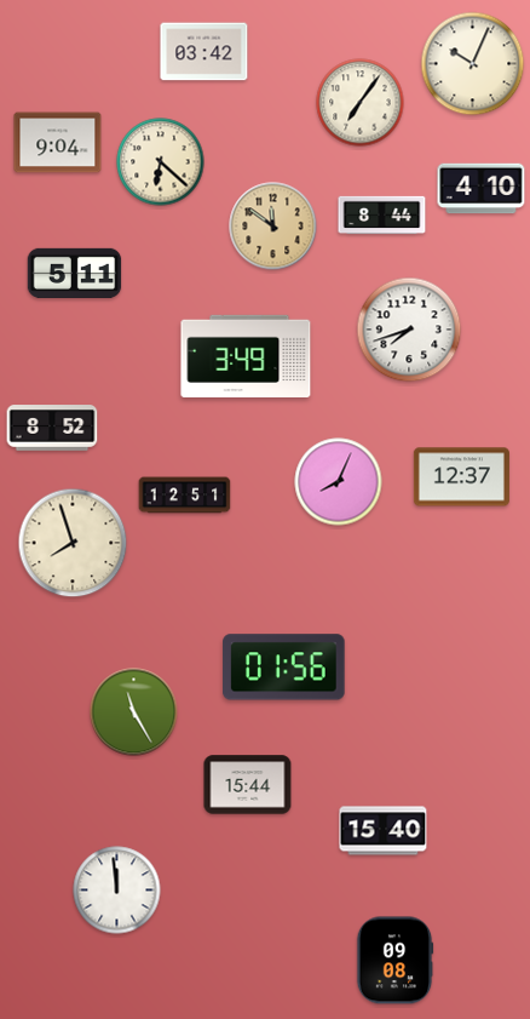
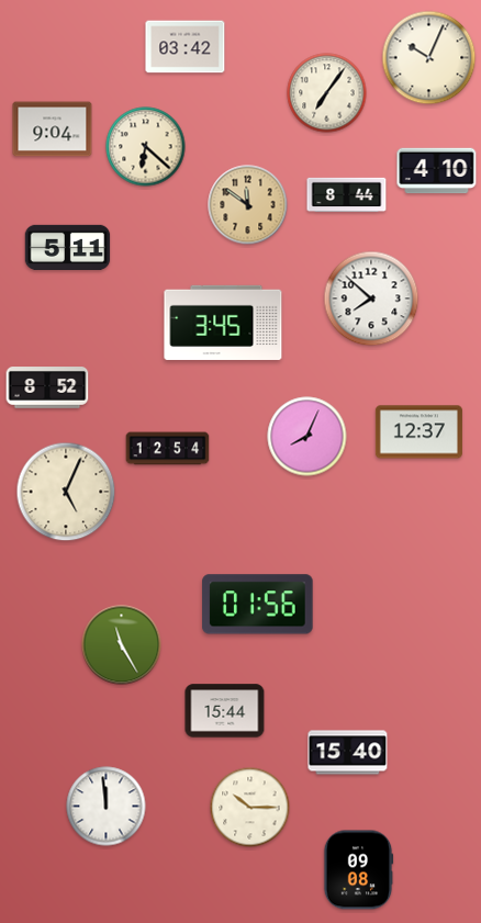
clock at (409, 330): 7:42 -> 7:52
clock at (246, 356): 3:49 -> 3:45
clock at (185, 496): 12:51 -> 12:54
clock at (73, 543): 7:57 -> 5:04
clock at (250, 808): none -> 10:15
